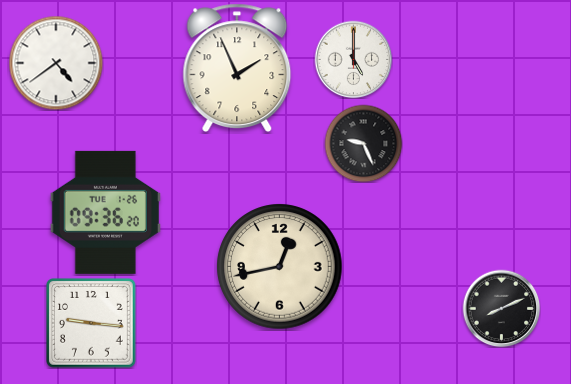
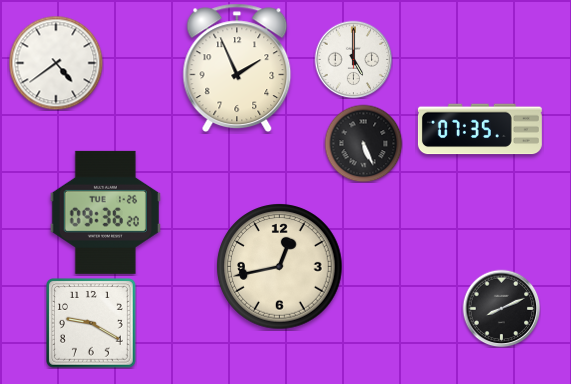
clock at (480, 129): none -> 07:35
clock at (363, 143): 9:26 -> 5:26
clock at (92, 324): 9:16 -> 9:20
